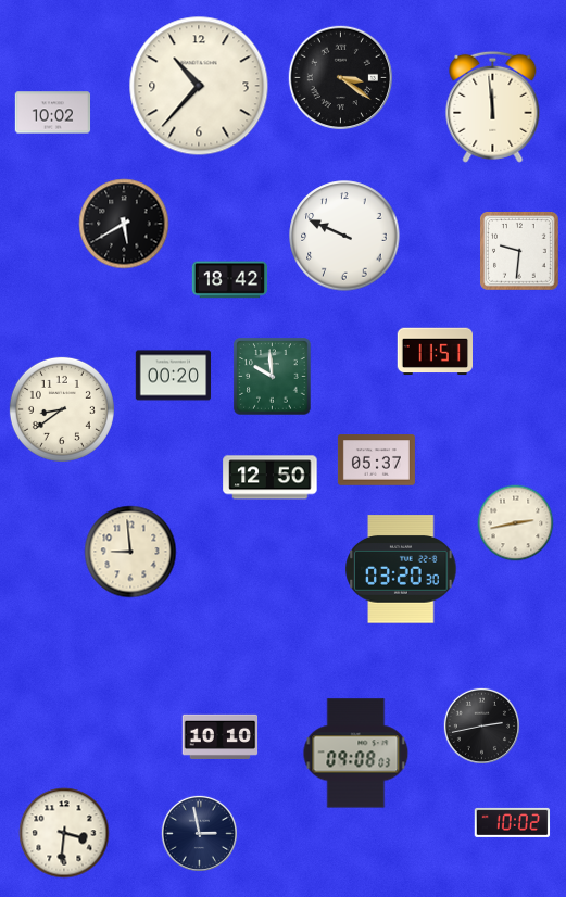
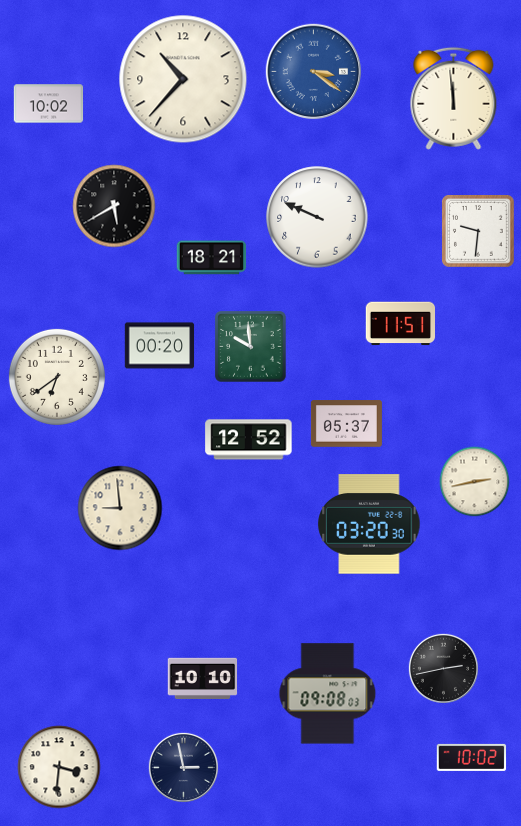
clock at (341, 78) dial: black -> blue
clock at (230, 280): 18:42 -> 18:21
clock at (62, 409): 8:39 -> 6:39
clock at (271, 478): 12:50 -> 12:52
